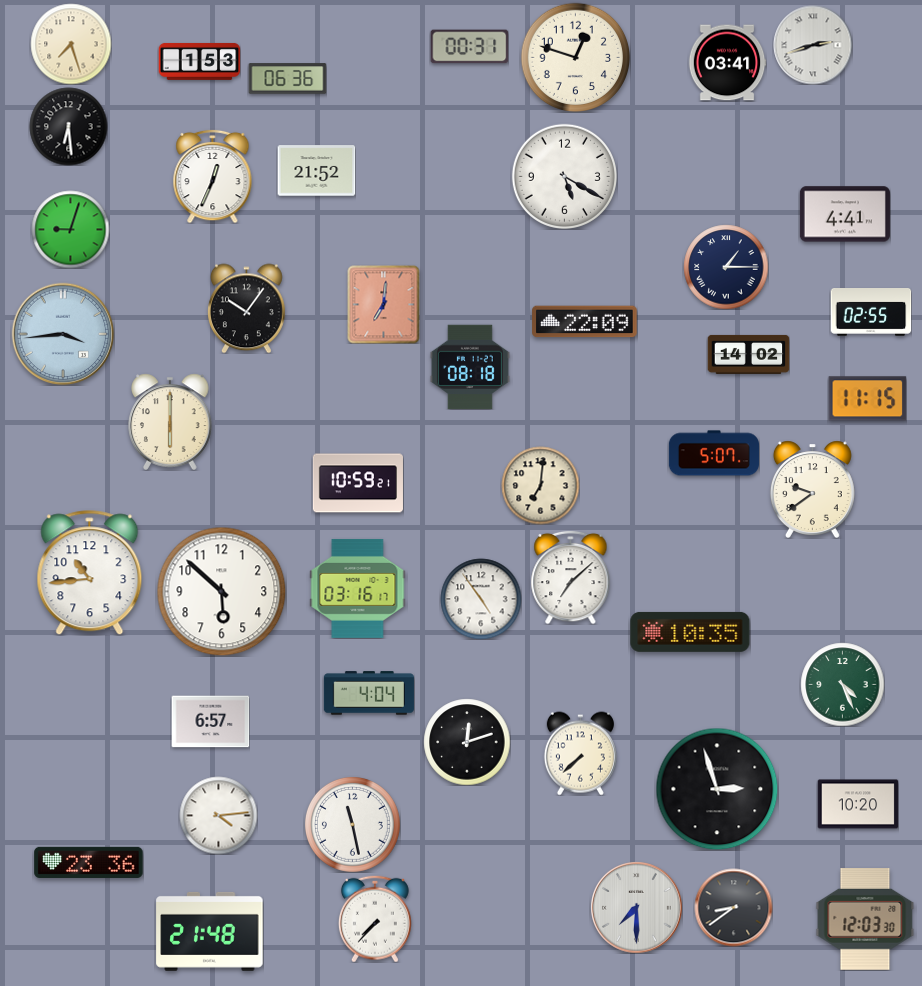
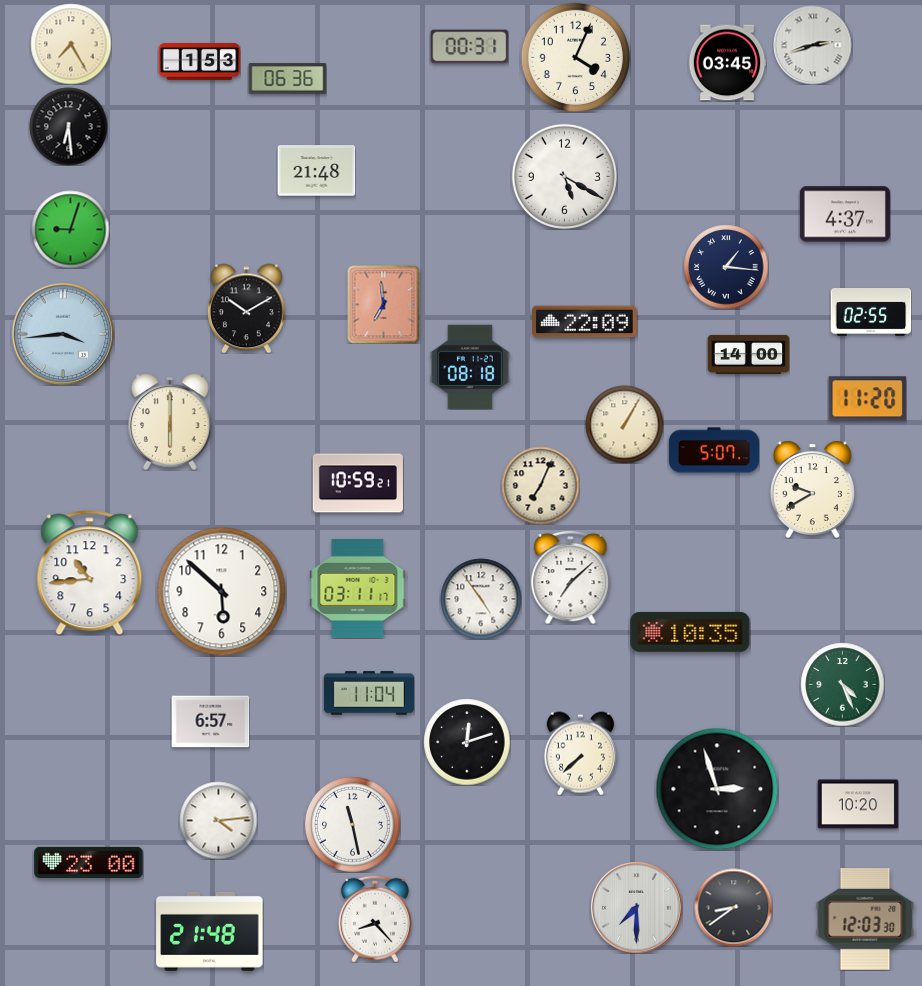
clock at (71, 44): 7:27 -> 7:25
clock at (575, 57): 12:48 -> 4:04
clock at (727, 63): 03:41 -> 03:45
clock at (316, 171): 21:52 -> 21:48
clock at (213, 176): 12:34 -> none
clock at (845, 214): 4:41 -> 4:37
clock at (726, 267): 1:15 -> 1:16
clock at (384, 304): 7:01 -> 6:59
clock at (246, 308): 10:06 -> 10:10
clock at (748, 354): 14:02 -> 14:00
clock at (867, 399): 11:15 -> 11:20
clock at (624, 424): none -> 1:05
clock at (714, 453) position: (714, 453) -> (714, 450)
clock at (540, 485): 7:01 -> 7:04
clock at (812, 489): 9:39 -> 9:40
clock at (358, 588): 03:16 -> 03:11
clock at (369, 693): 4:04 -> 11:04
clock at (218, 815) position: (218, 815) -> (218, 820)
clock at (89, 862): 23:36 -> 23:00
clock at (375, 919): 7:37 -> 8:23
